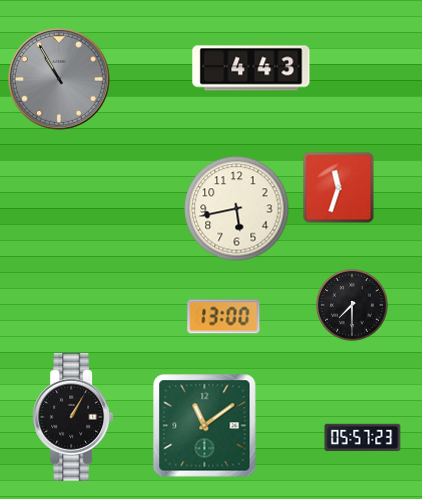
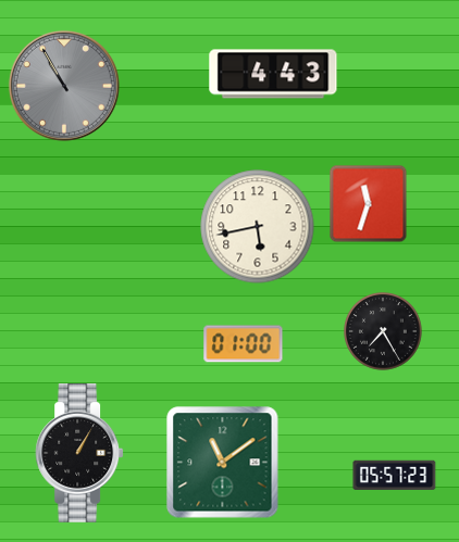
clock at (353, 306): 7:30 -> 7:25
clock at (224, 317): 13:00 -> 01:00
